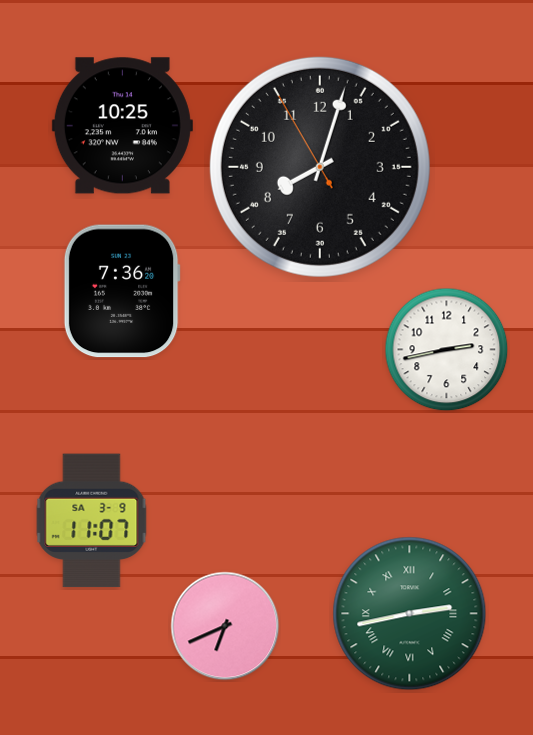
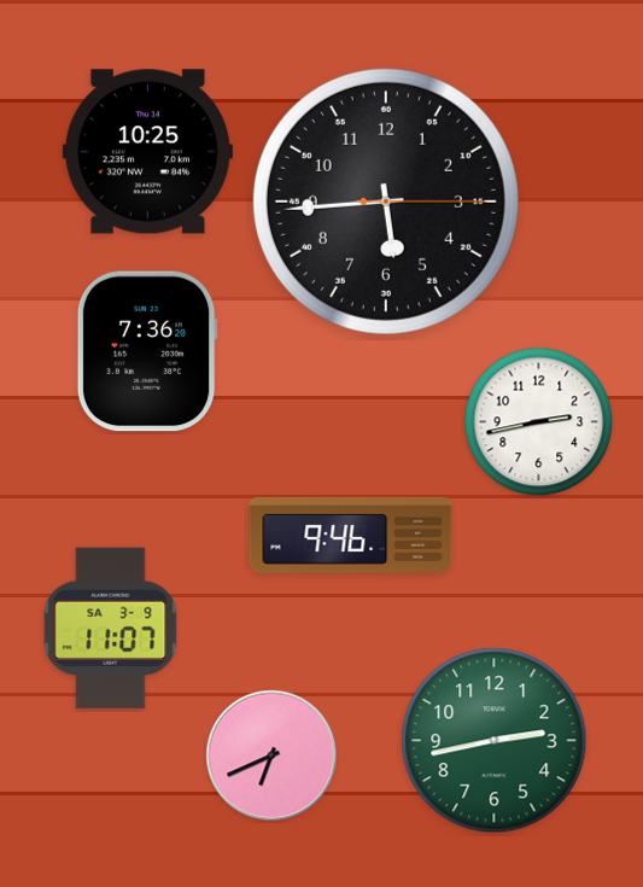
clock at (320, 167): 8:02 -> 5:44
clock at (351, 535): none -> 9:46
clock at (410, 614) numerals: Roman -> Arabic
